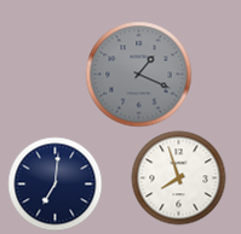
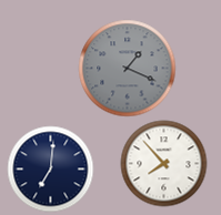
clock at (178, 177): 7:57 -> 7:53
